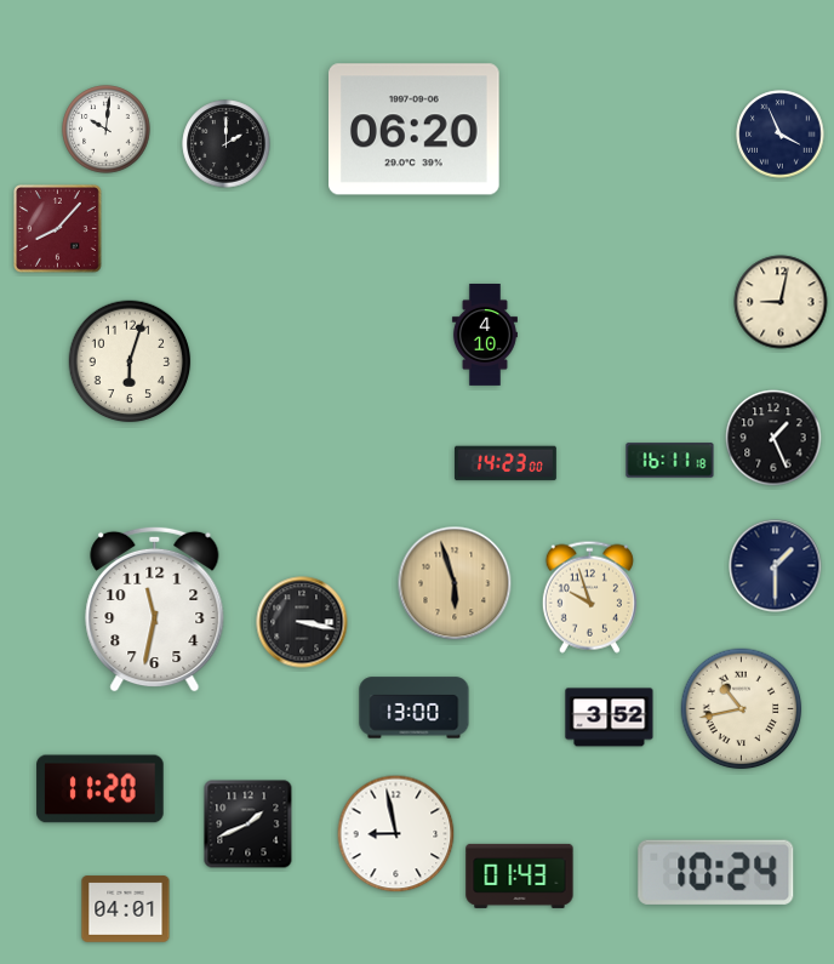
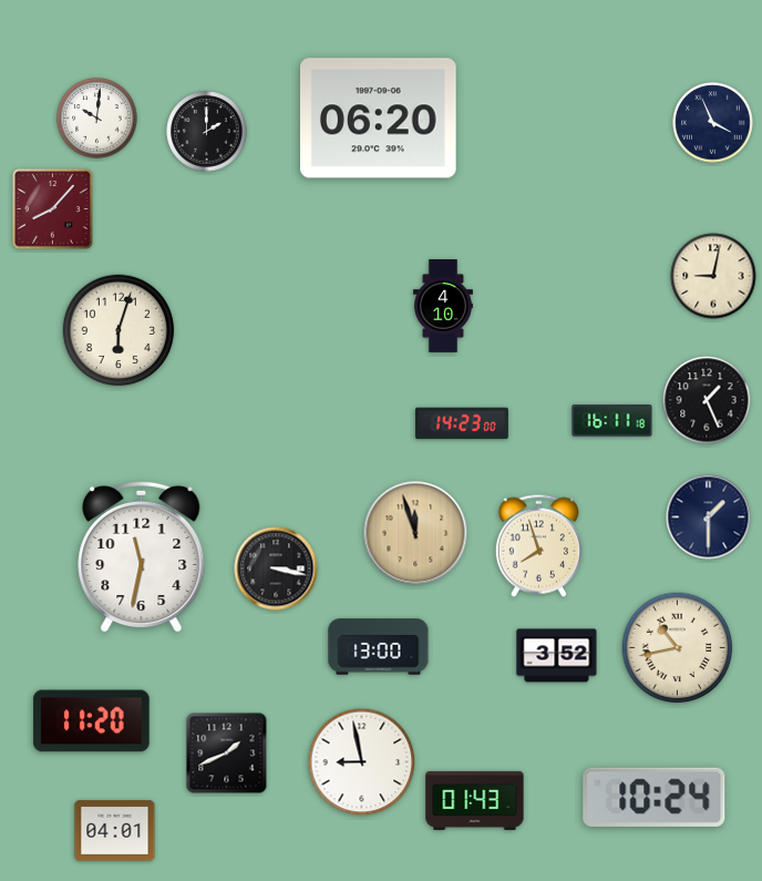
clock at (455, 583): 5:57 -> 11:57
clock at (589, 597): 9:57 -> 7:57
